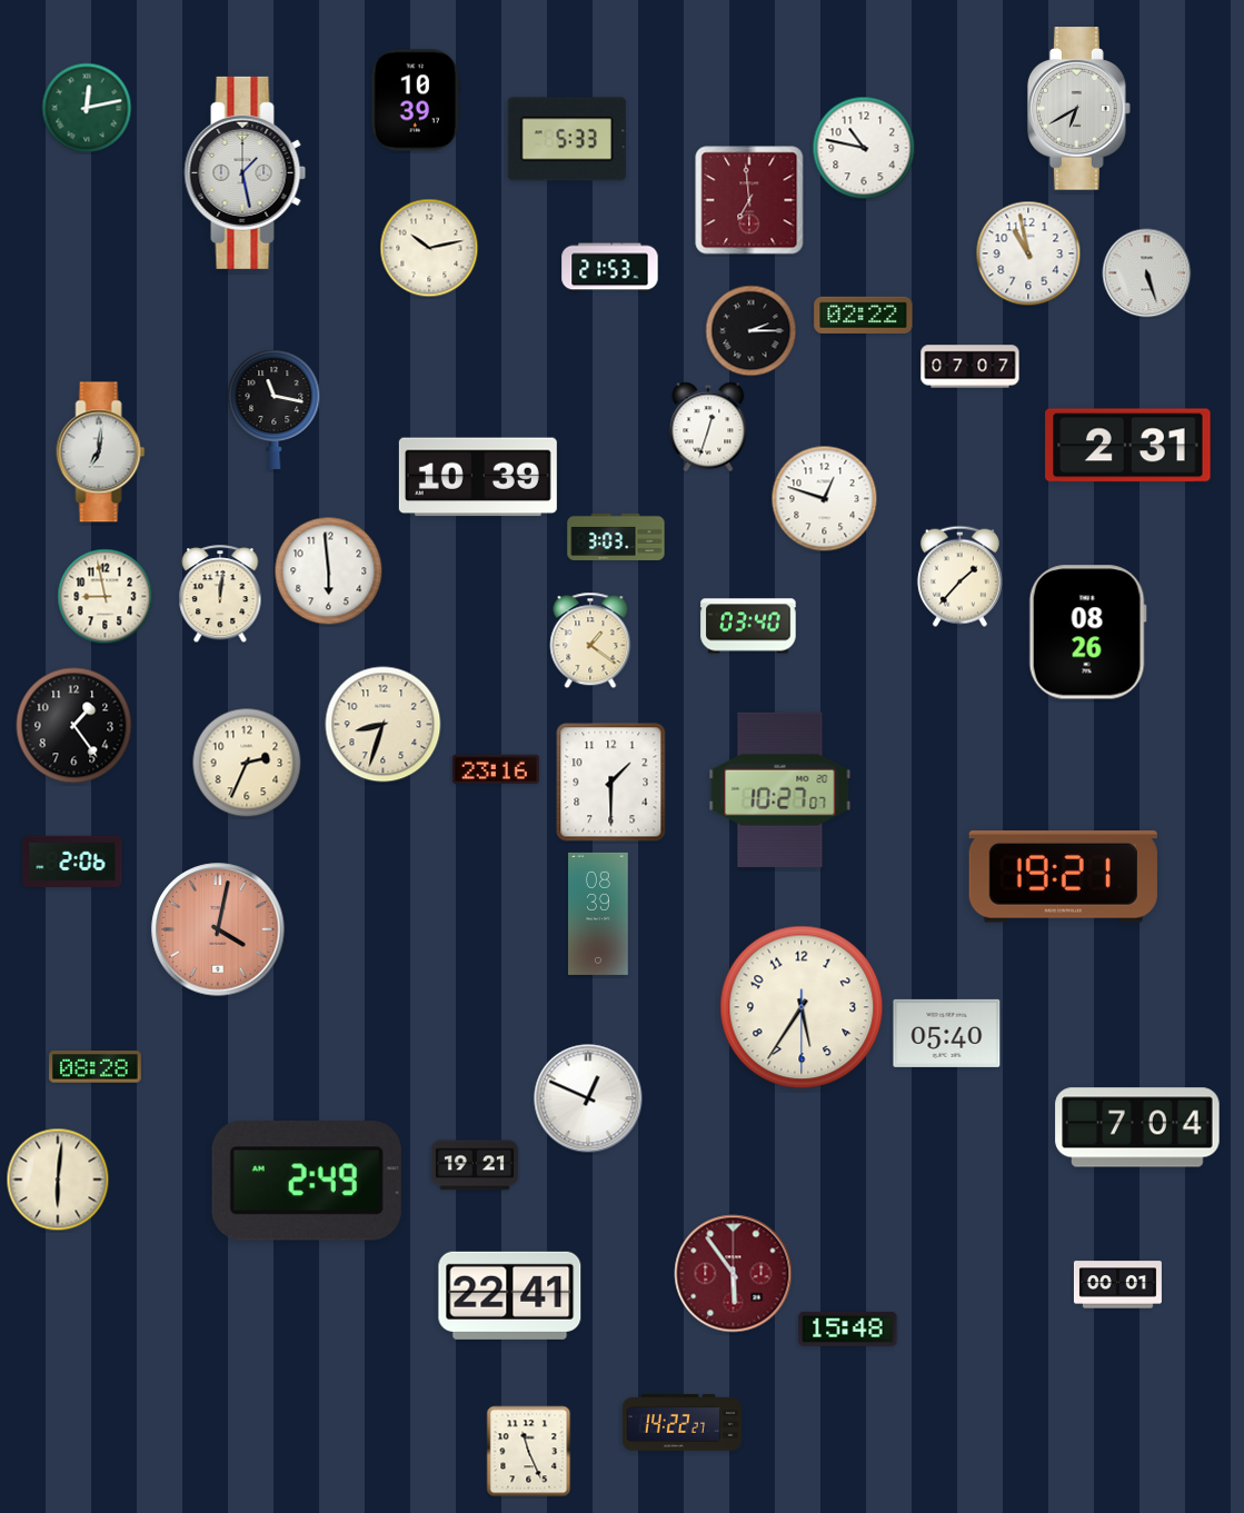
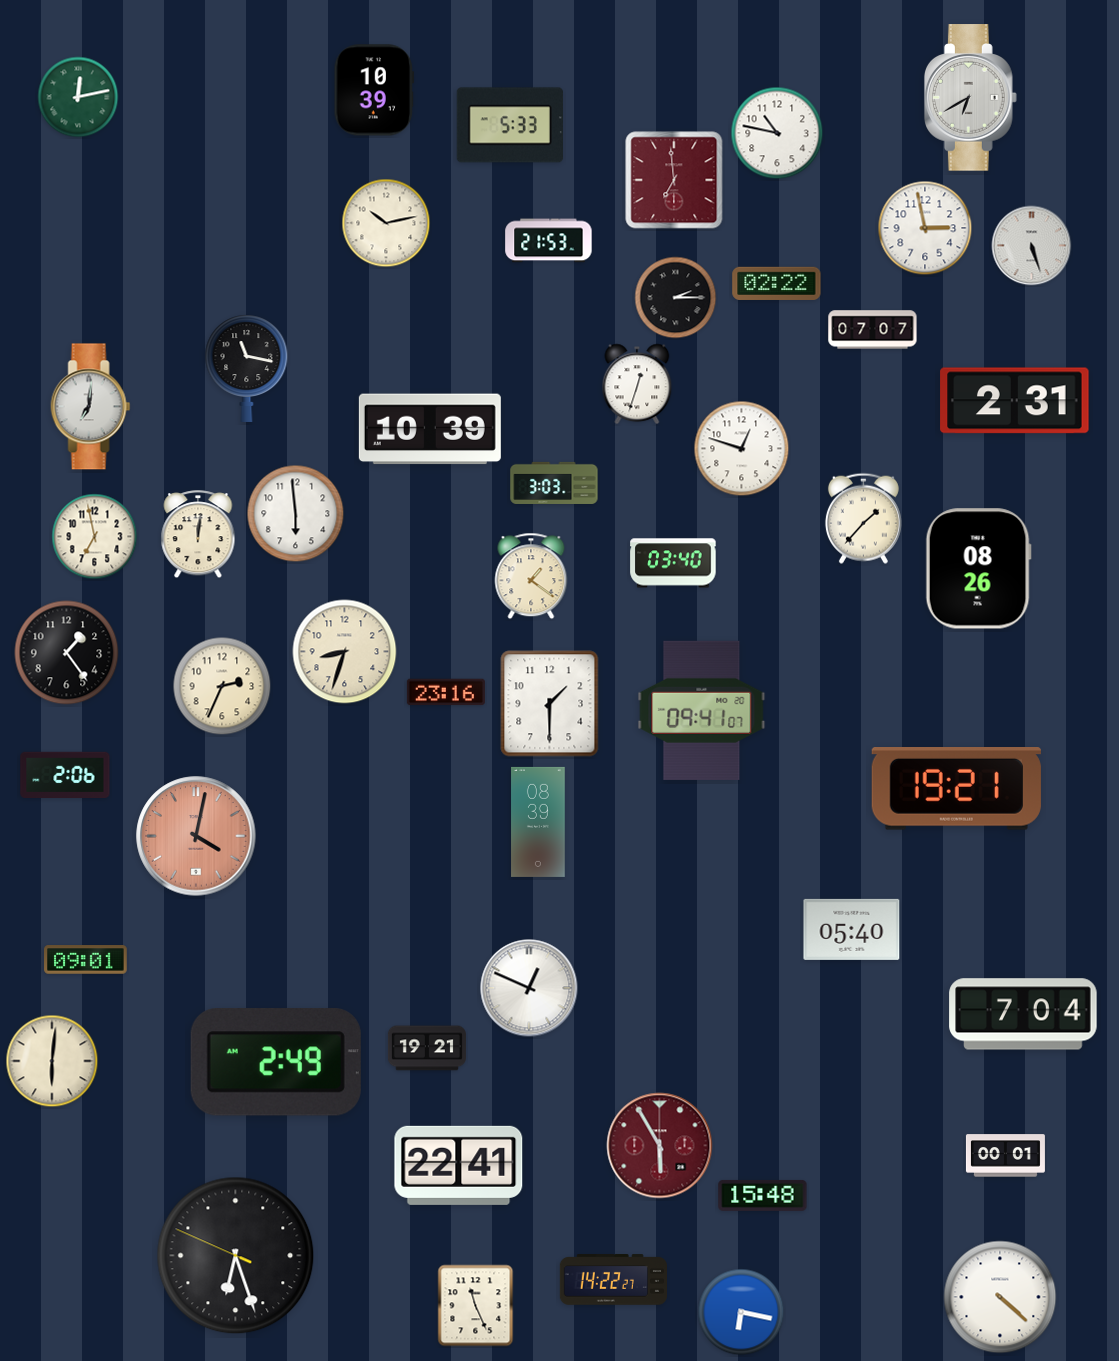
clock at (246, 172): 1:28 -> none
clock at (1028, 253): 10:58 -> 2:58
clock at (106, 597): 8:58 -> 6:58
clock at (780, 789): 10:27 -> 09:41
clock at (802, 1007): 5:35 -> none
clock at (96, 1067): 08:28 -> 09:01
clock at (734, 1274): 5:54 -> 5:55
clock at (236, 1256): none -> 6:26
clock at (1000, 1297): none -> 4:22
clock at (741, 1312): none -> 6:17
